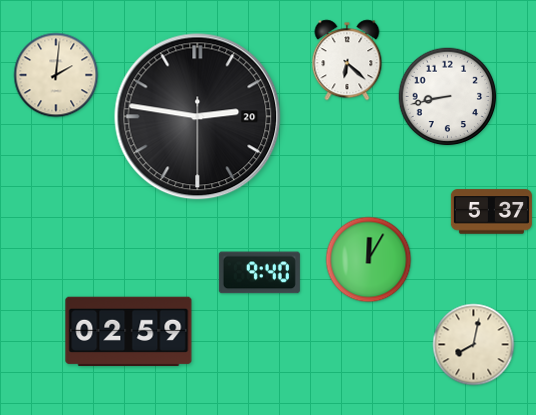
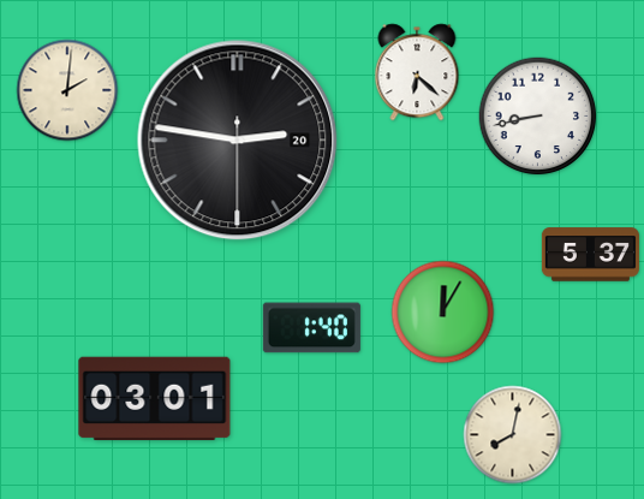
clock at (259, 273): 9:40 -> 1:40
clock at (129, 332): 02:59 -> 03:01
clock at (474, 345) position: (474, 345) -> (513, 435)
